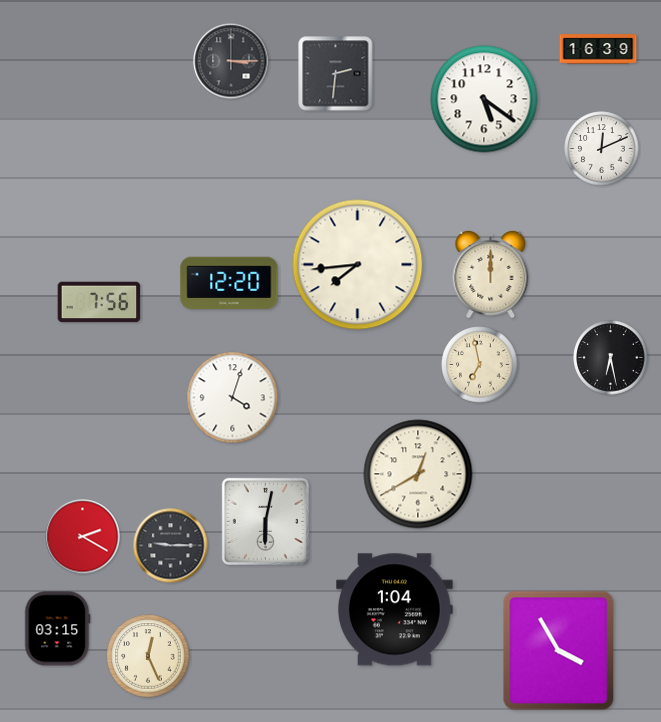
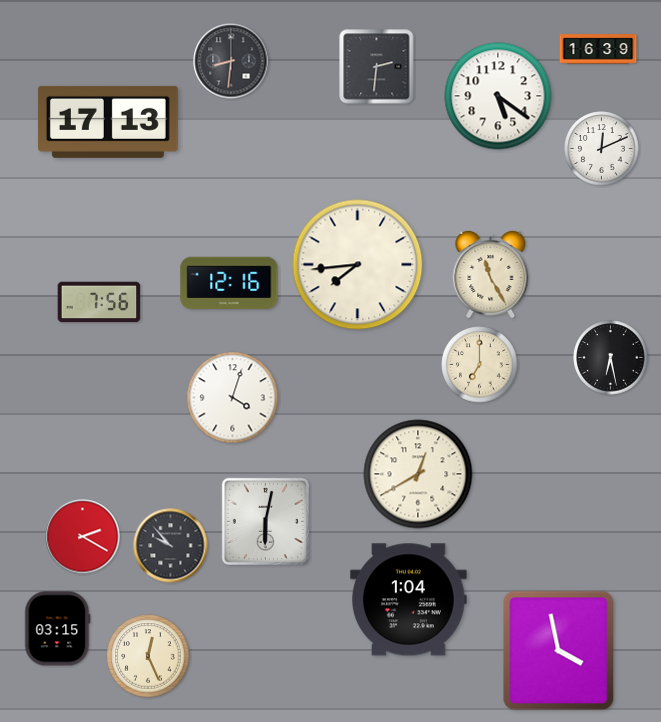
clock at (231, 61): 3:15 -> 8:31
clock at (336, 74) position: (336, 74) -> (377, 67)
clock at (484, 99) position: (484, 99) -> (498, 96)
clock at (108, 122): none -> 17:13
clock at (491, 274): 12:00 -> 11:25
clock at (229, 282): 12:20 -> 12:16
clock at (480, 365): 6:58 -> 7:00
clock at (171, 546): 9:15 -> 9:53
clock at (395, 610) position: (395, 610) -> (409, 600)
clock at (559, 651): 3:55 -> 3:58
